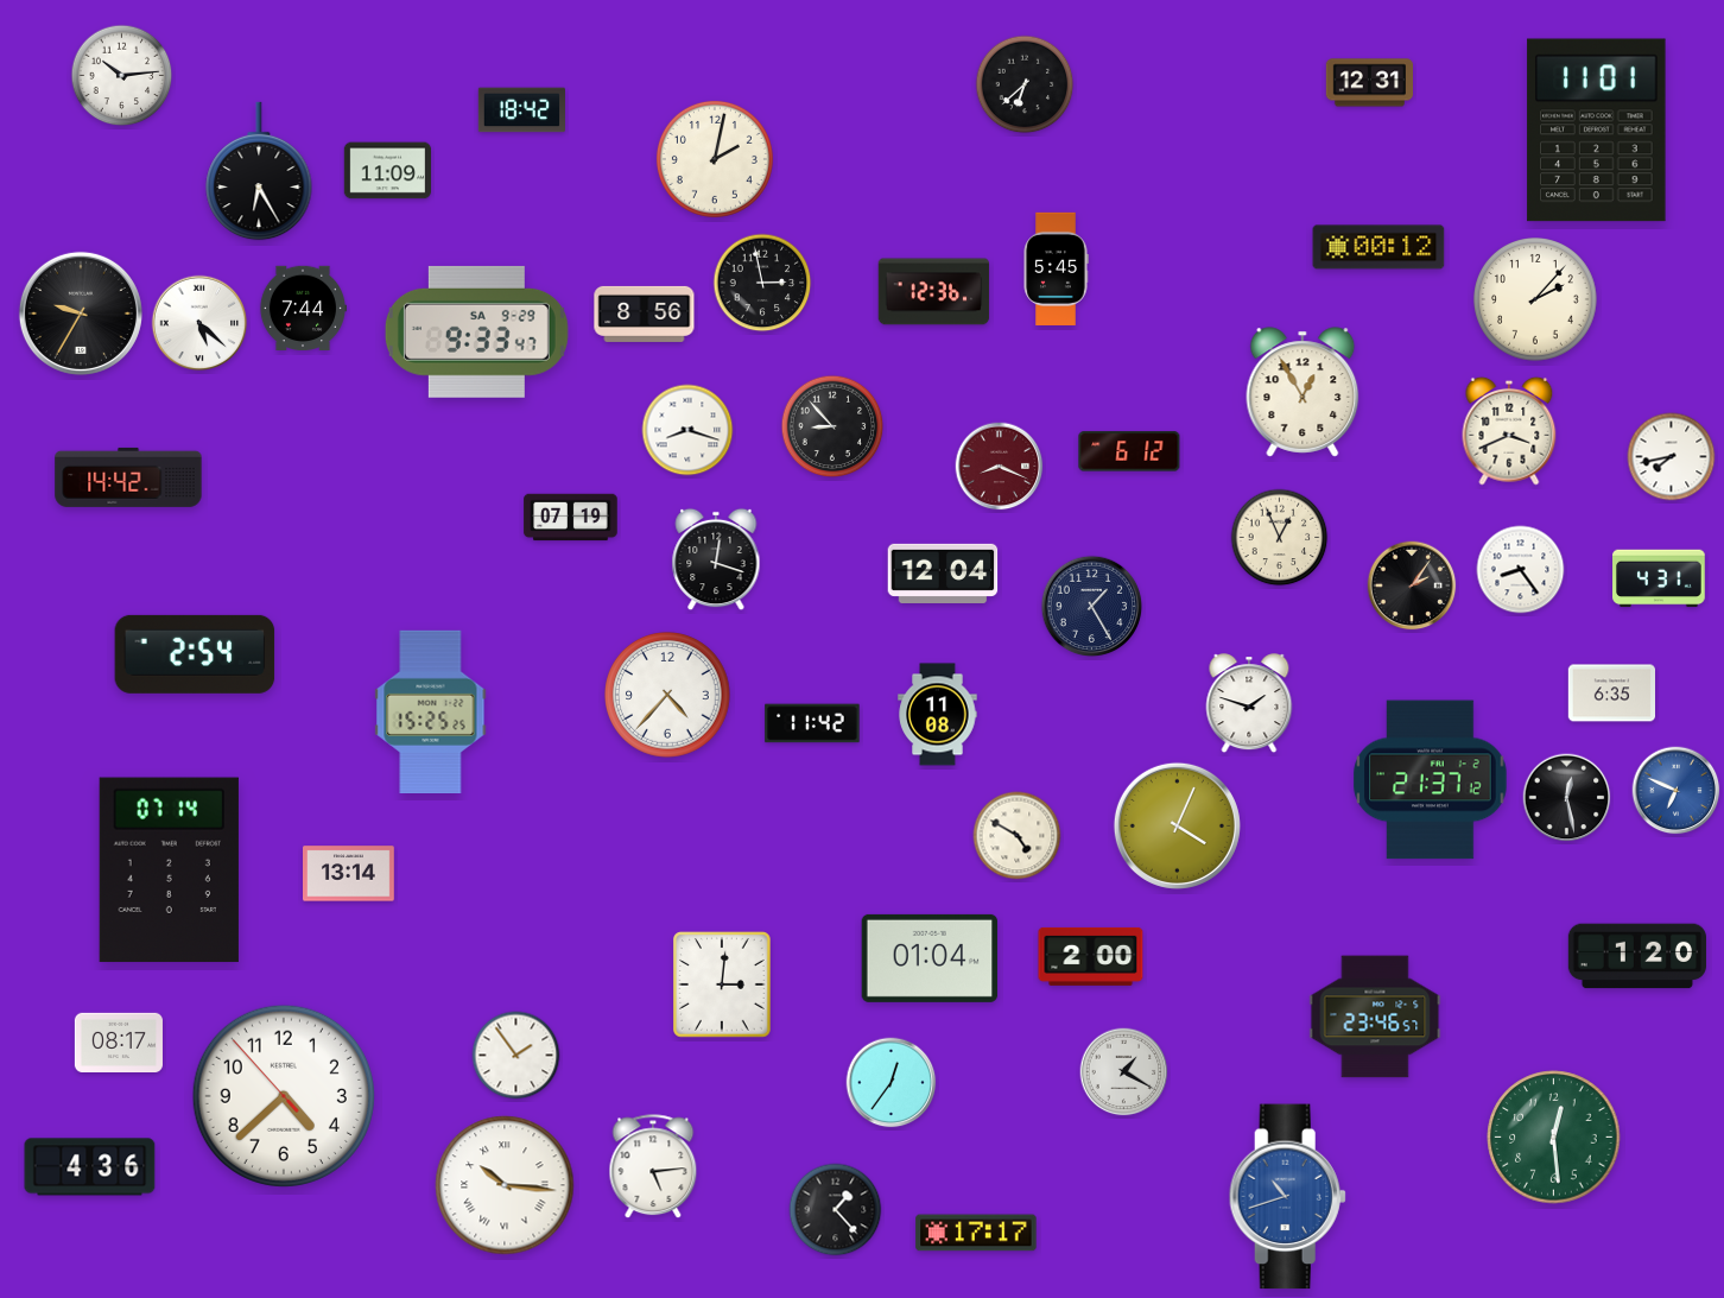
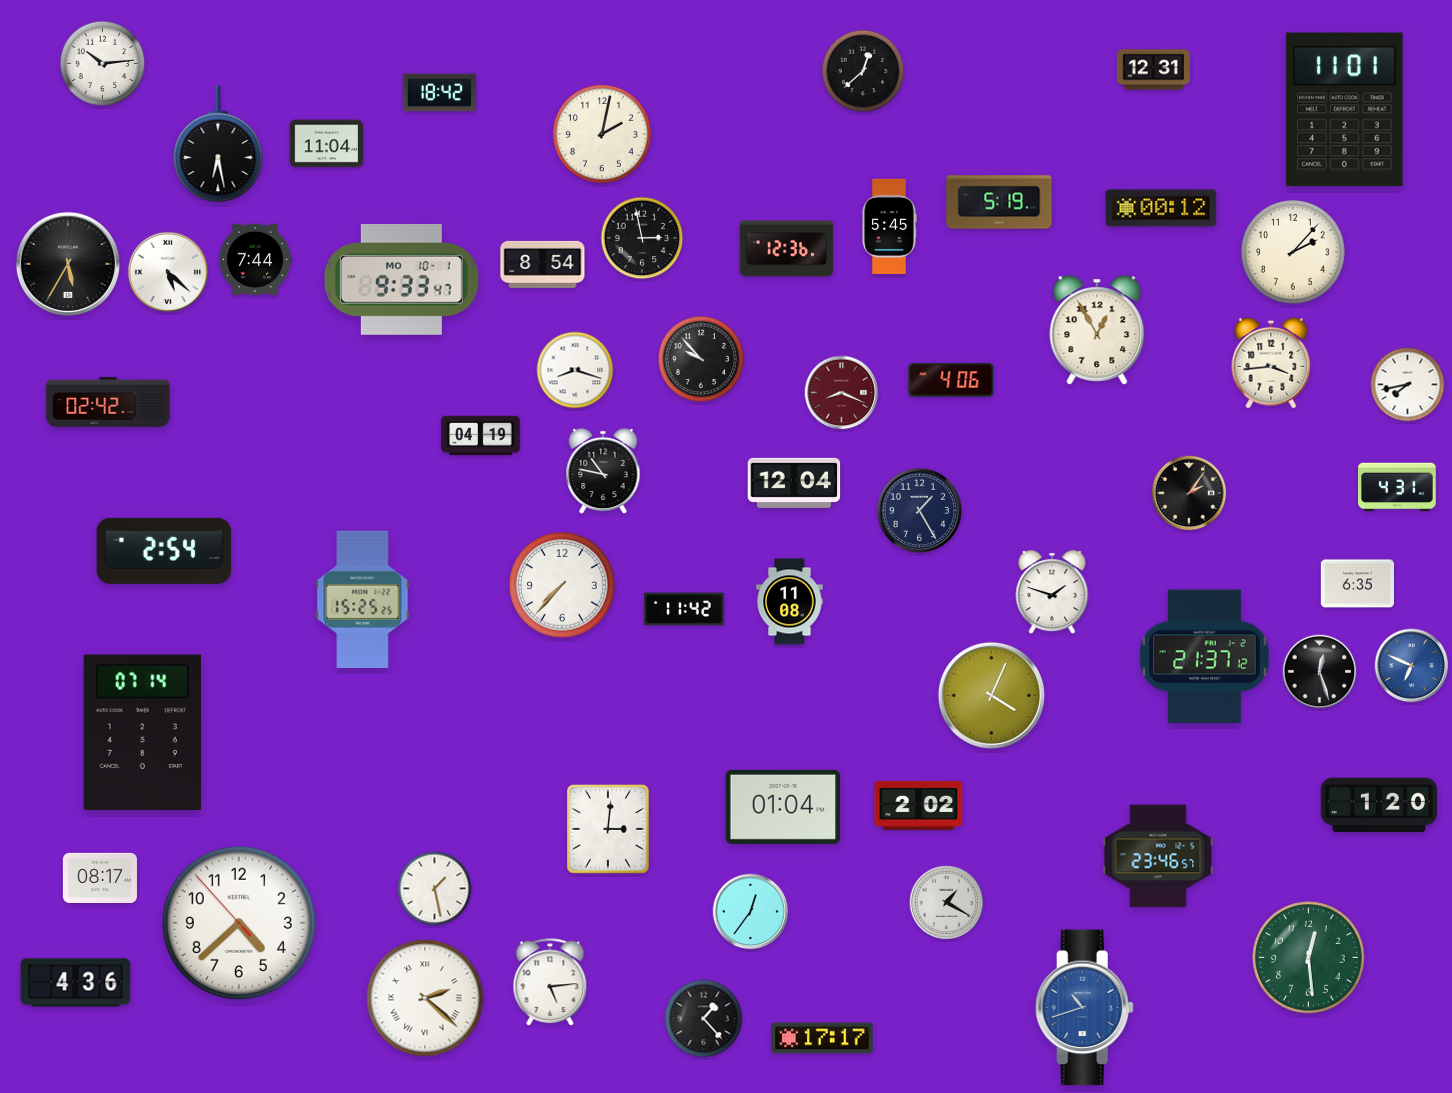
clock at (1025, 84): 6:38 -> 12:38
clock at (259, 171): 6:25 -> 6:28
clock at (387, 171): 11:09 -> 11:04
clock at (999, 202): none -> 5:19
clock at (934, 292) position: (934, 292) -> (787, 249)
clock at (81, 314): 9:35 -> 5:35
clock at (645, 314): 8:56 -> 8:54
clock at (476, 331) date: SA 9-29 -> MO 10-1
clock at (832, 426): 8:53 -> 9:53
clock at (687, 430) position: (687, 430) -> (575, 370)
clock at (1509, 431): 3:41 -> 3:44
clock at (1129, 451): 6:12 -> 4:06
clock at (128, 477): 14:42 -> 02:42
clock at (571, 518): 07:19 -> 04:19
clock at (1280, 538): 12:56 -> none
clock at (716, 559): 12:18 -> 10:47
clock at (1521, 570): 8:24 -> none
clock at (667, 695): 4:37 -> 7:37
clock at (1567, 798): 12:28 -> 12:27
clock at (1018, 836): 4:50 -> none
clock at (349, 874): 13:14 -> none
clock at (1091, 956): 2:00 -> 2:02
clock at (516, 1056): 1:54 -> 1:28
clock at (505, 1185): 10:16 -> 2:22
